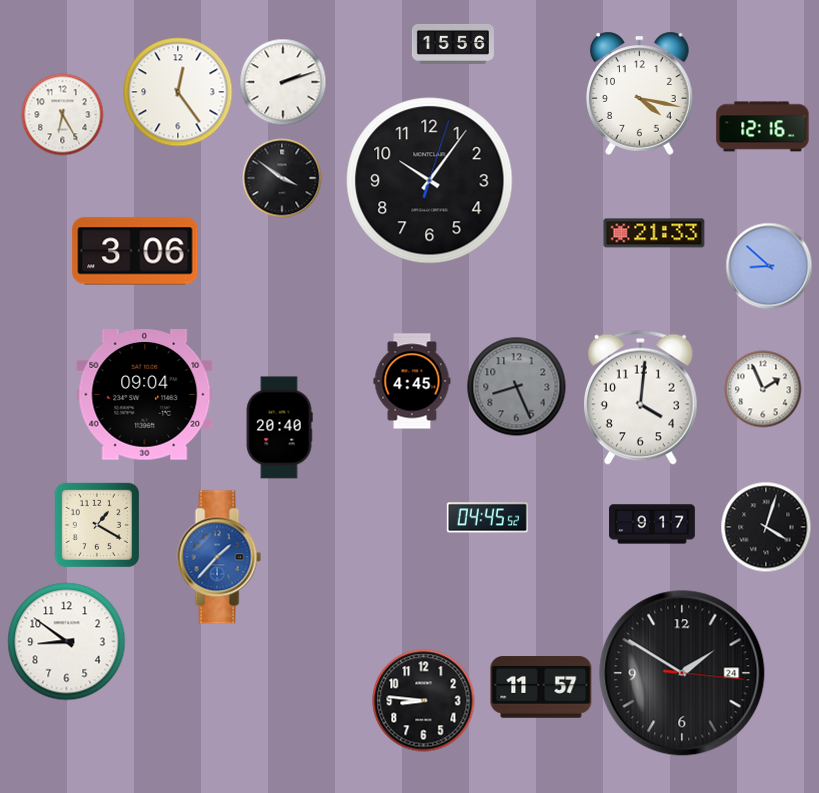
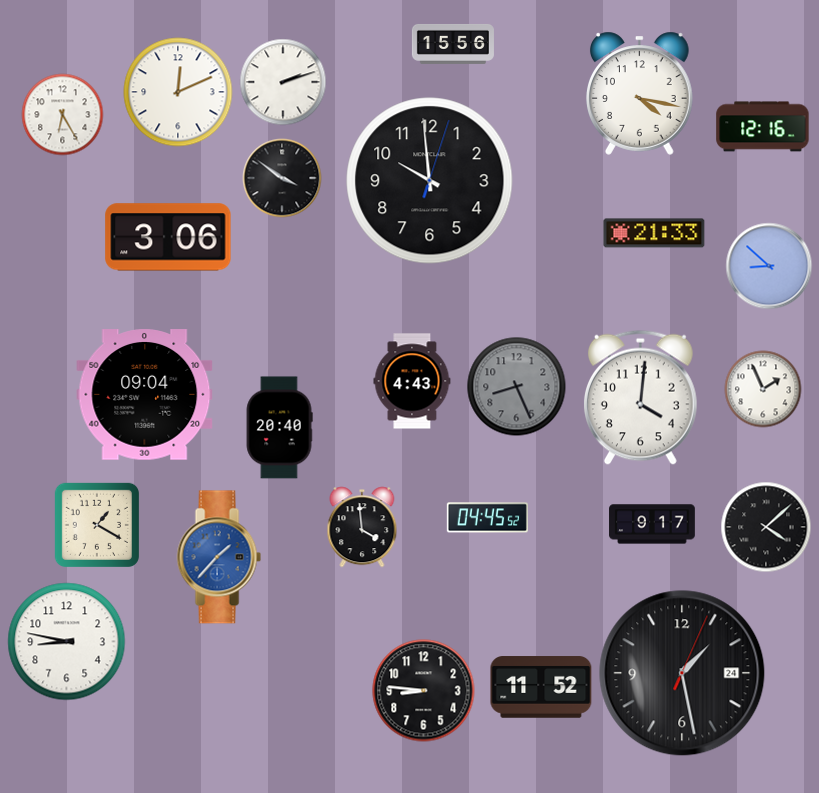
clock at (178, 92): 12:24 -> 12:11
clock at (430, 181): 10:06 -> 9:59
clock at (135, 251) position: (135, 251) -> (168, 237)
clock at (412, 381): 4:45 -> 4:43
clock at (362, 527): none -> 3:59
clock at (766, 527): 4:03 -> 4:08
clock at (67, 642): 8:51 -> 8:47
clock at (682, 673): 1:50 -> 1:28
clock at (541, 687): 11:57 -> 11:52
clock at (424, 701) position: (424, 701) -> (424, 691)
